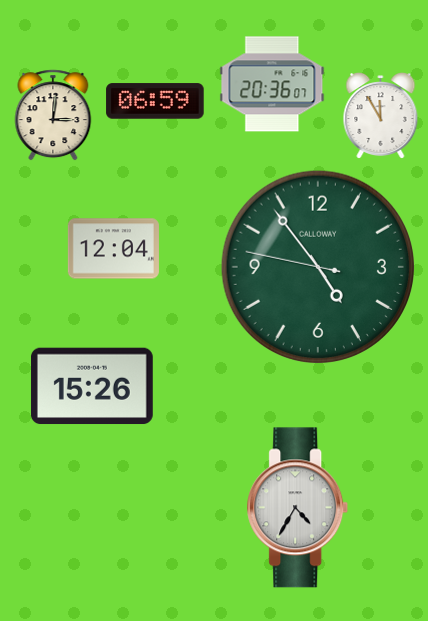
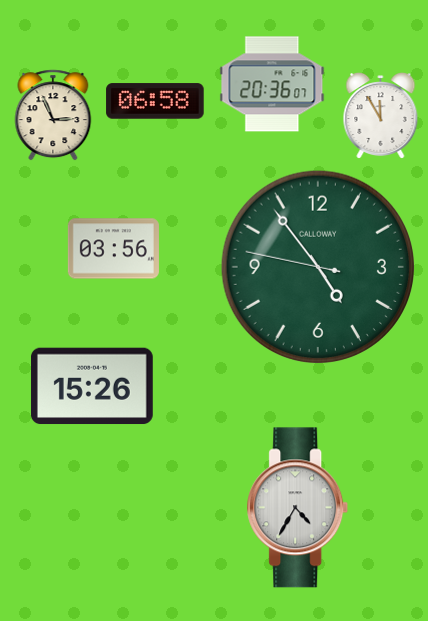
clock at (155, 101): 06:59 -> 06:58
clock at (53, 115): 3:01 -> 2:56
clock at (113, 249): 12:04 -> 03:56
